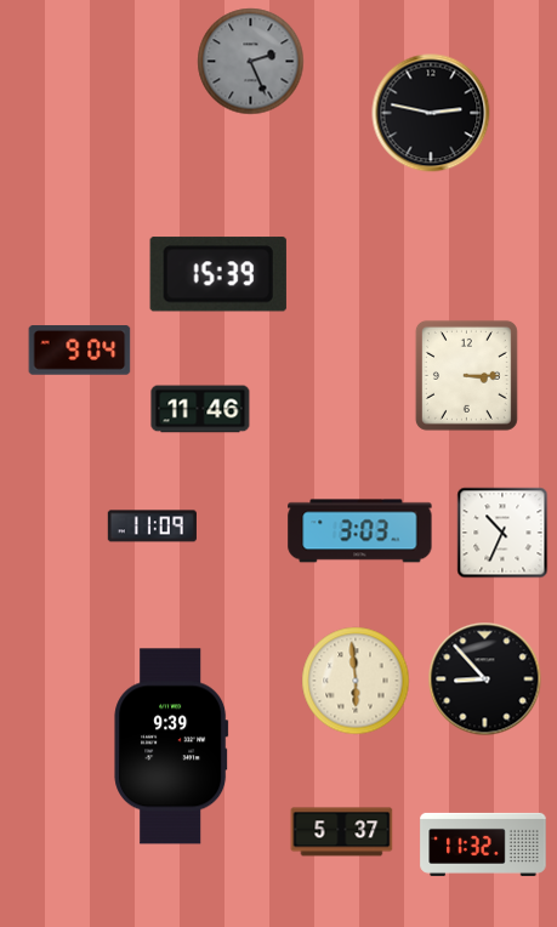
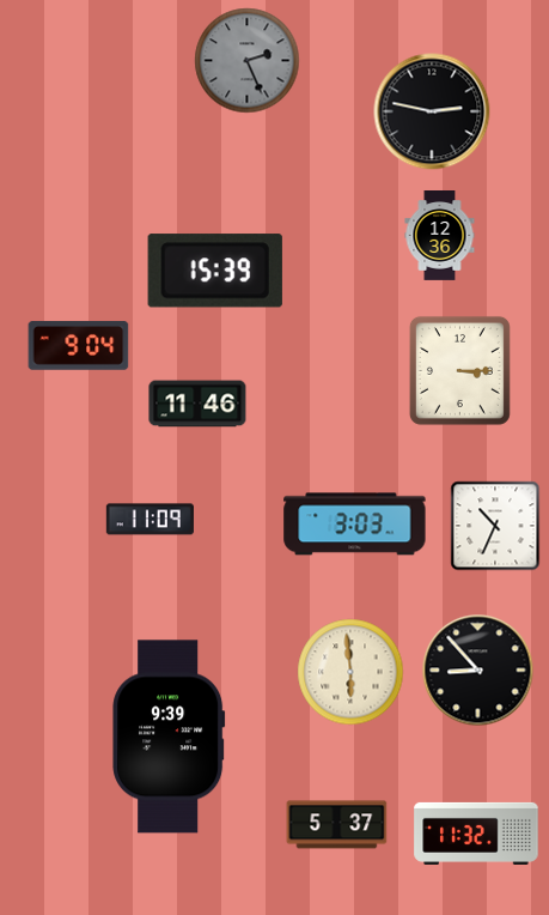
clock at (431, 113) position: (431, 113) -> (432, 111)
clock at (440, 236): none -> 12:36
clock at (342, 832) position: (342, 832) -> (337, 825)
